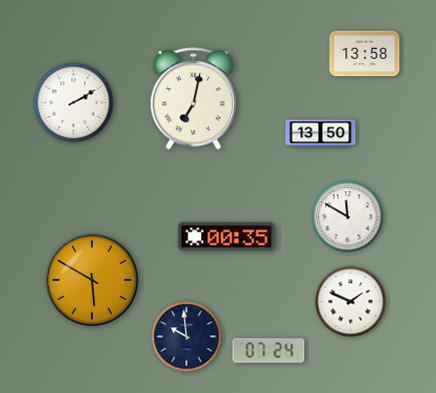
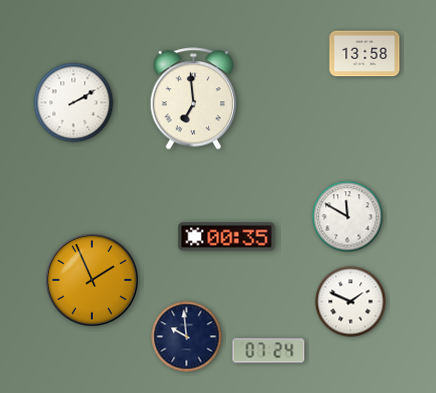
clock at (194, 99): 7:02 -> 6:59
clock at (321, 134): 13:50 -> none
clock at (93, 281): 5:50 -> 1:56
